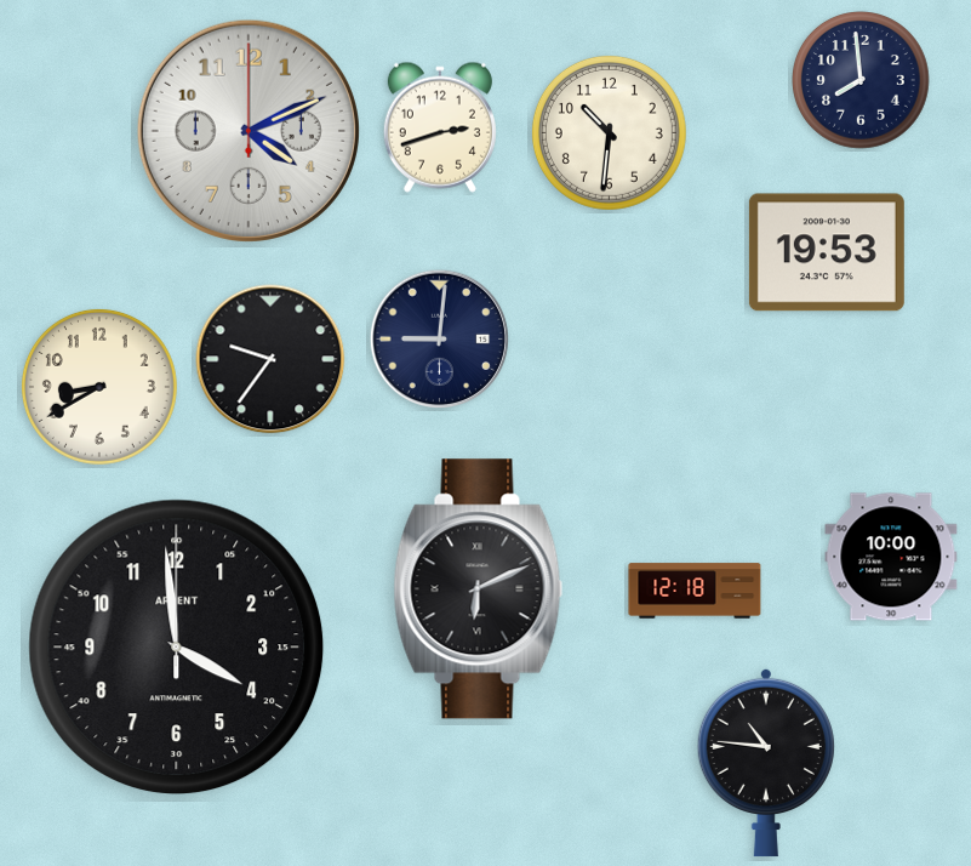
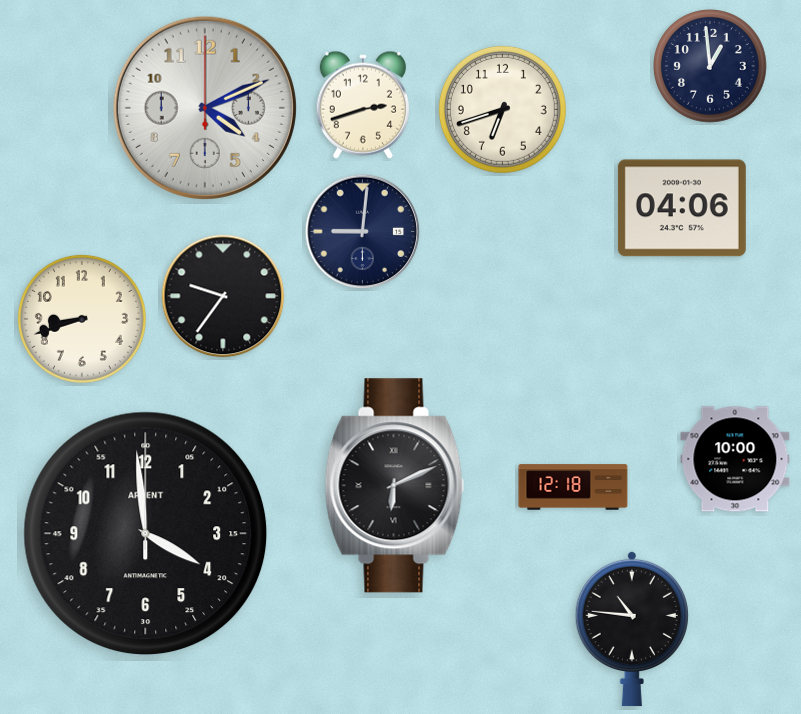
clock at (862, 81): 7:59 -> 12:59
clock at (609, 132): 10:31 -> 6:42
clock at (827, 252): 19:53 -> 04:06
clock at (440, 340) position: (440, 340) -> (363, 232)
clock at (99, 387): 8:40 -> 8:42
